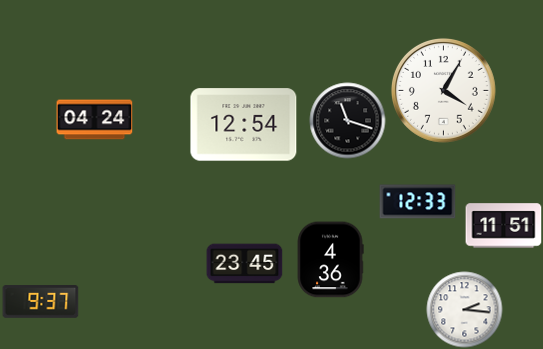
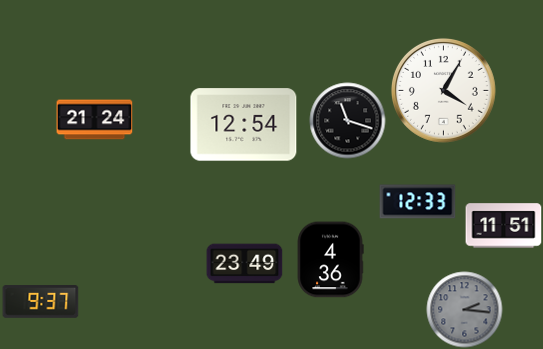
clock at (95, 120): 04:24 -> 21:24
clock at (245, 264): 23:45 -> 23:49
clock at (465, 310) dial: white -> grey
